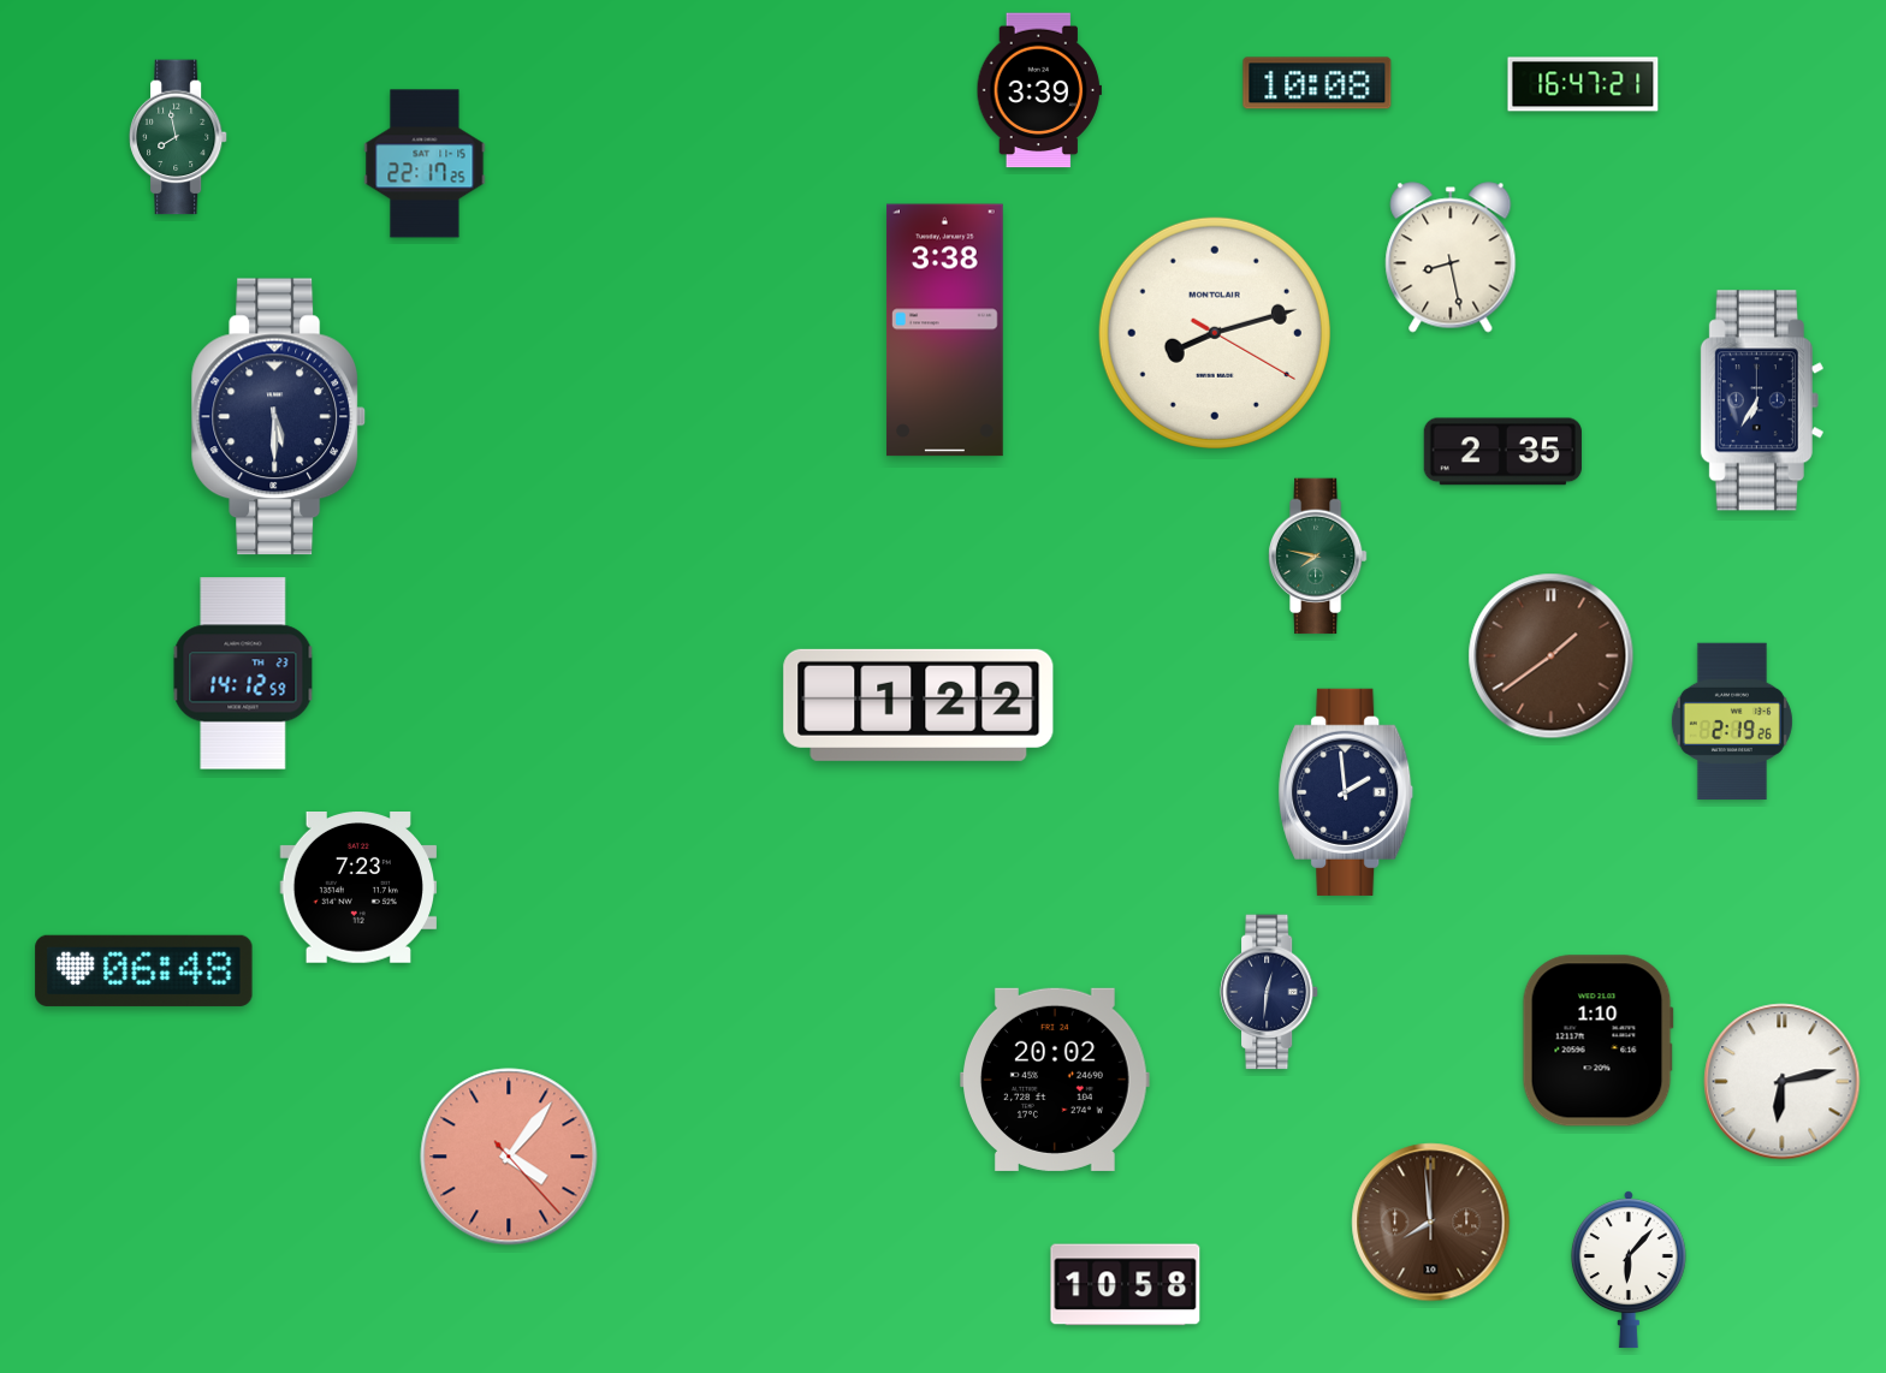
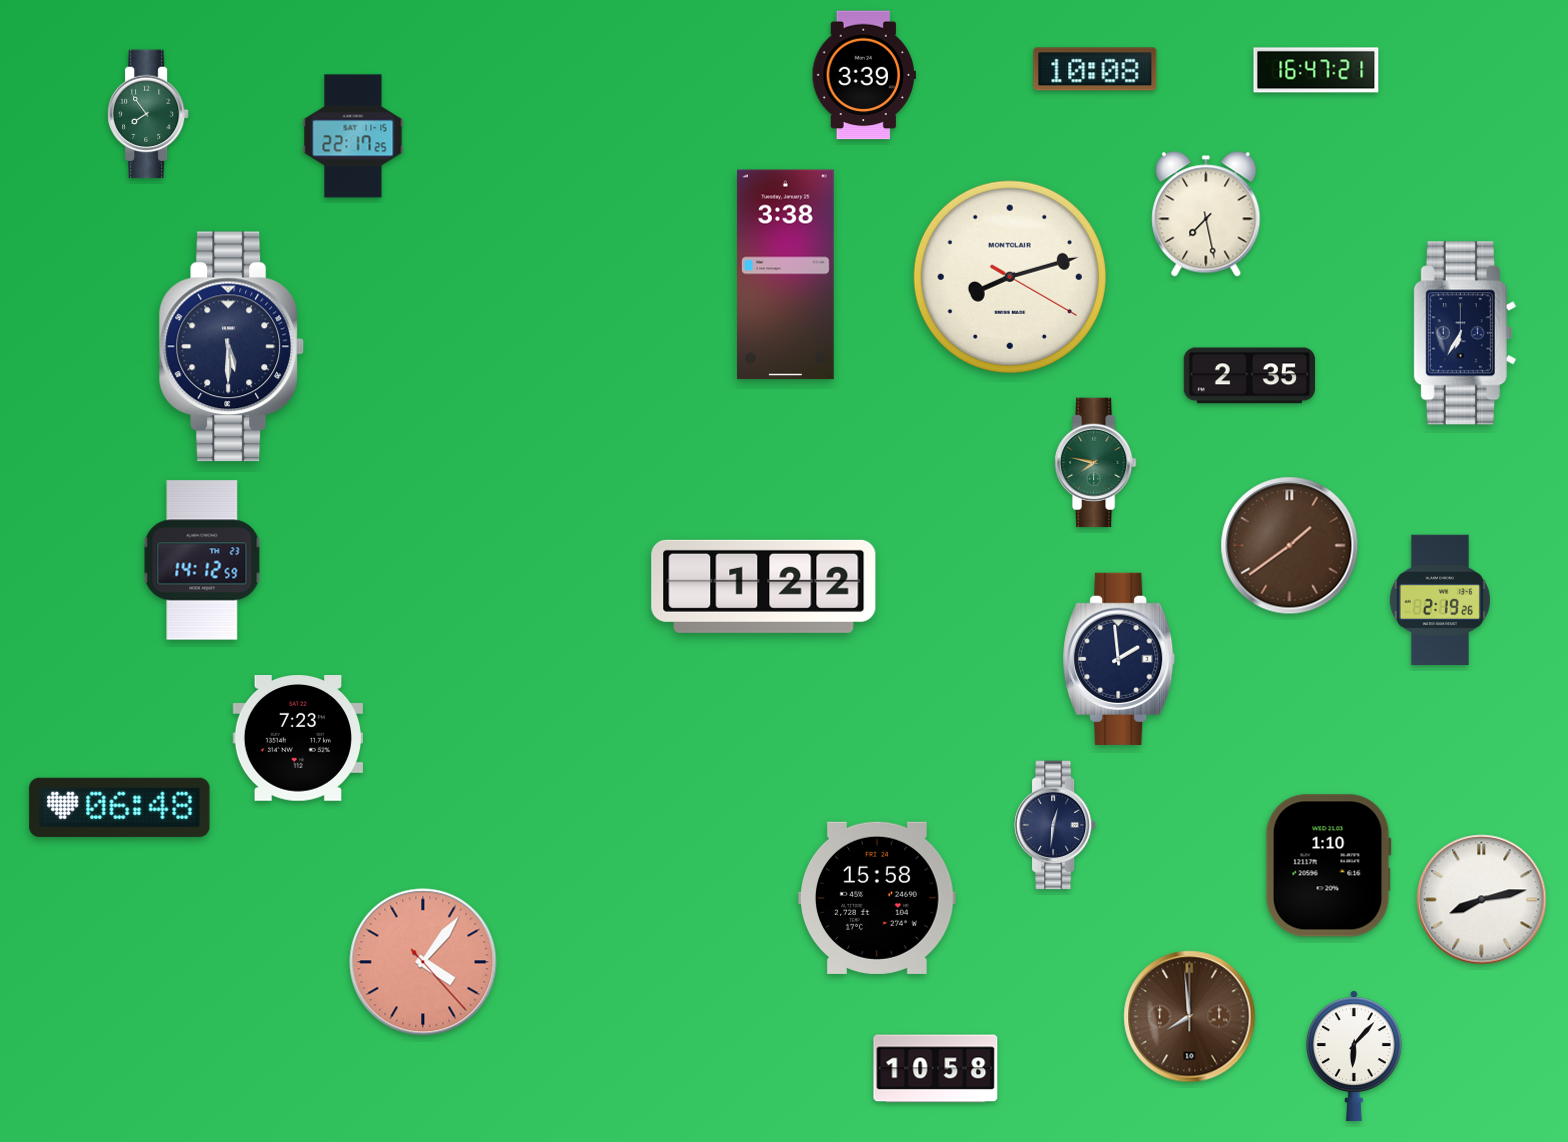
clock at (178, 137): 7:58 -> 7:54
clock at (1451, 257): 8:28 -> 7:28
clock at (1056, 1080): 20:02 -> 15:58
clock at (1783, 1082): 6:13 -> 8:13
